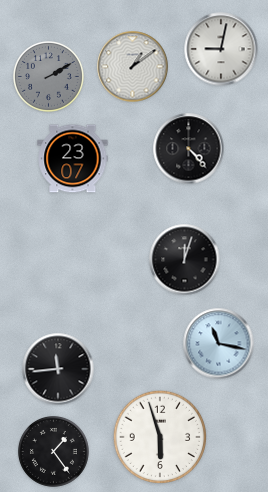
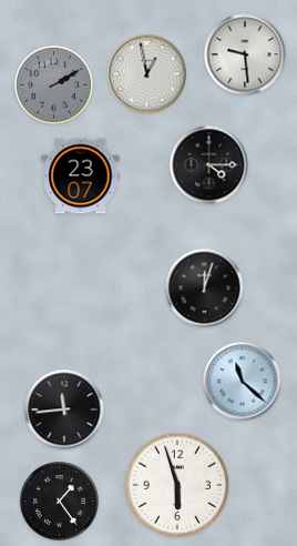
clock at (221, 49): 9:02 -> 9:29
clock at (133, 67): 1:09 -> 12:58
clock at (189, 149): 4:23 -> 4:15
clock at (219, 344): 11:17 -> 11:22
